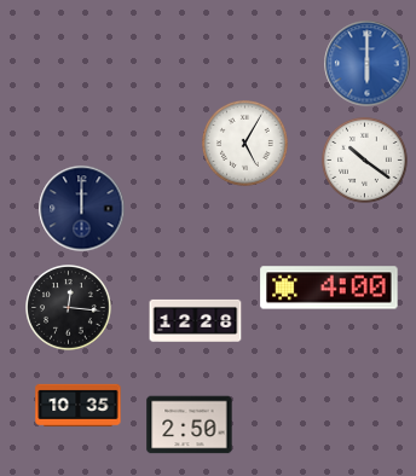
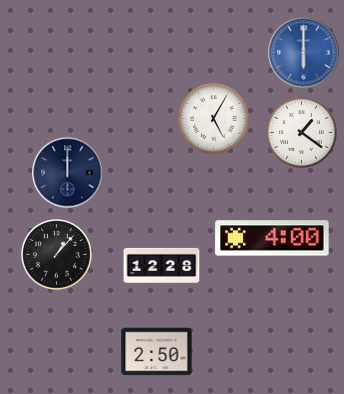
clock at (245, 144) position: (245, 144) -> (214, 119)
clock at (365, 161): 10:21 -> 1:21
clock at (69, 308): 12:16 -> 1:07
clock at (79, 405): 10:35 -> none
